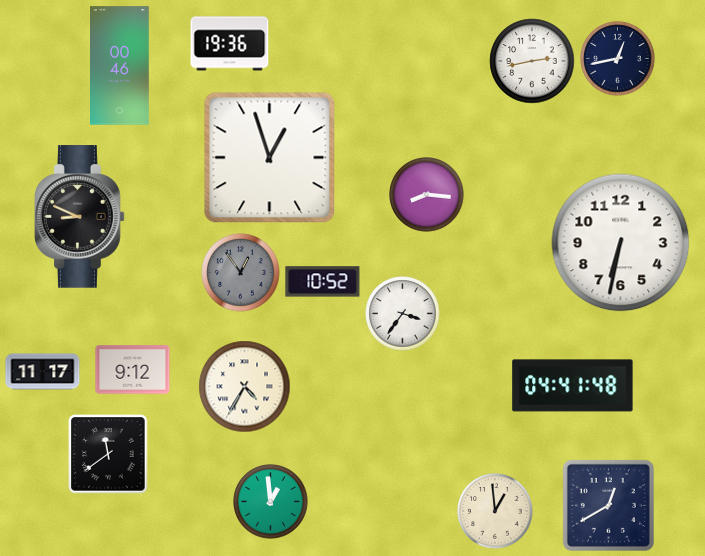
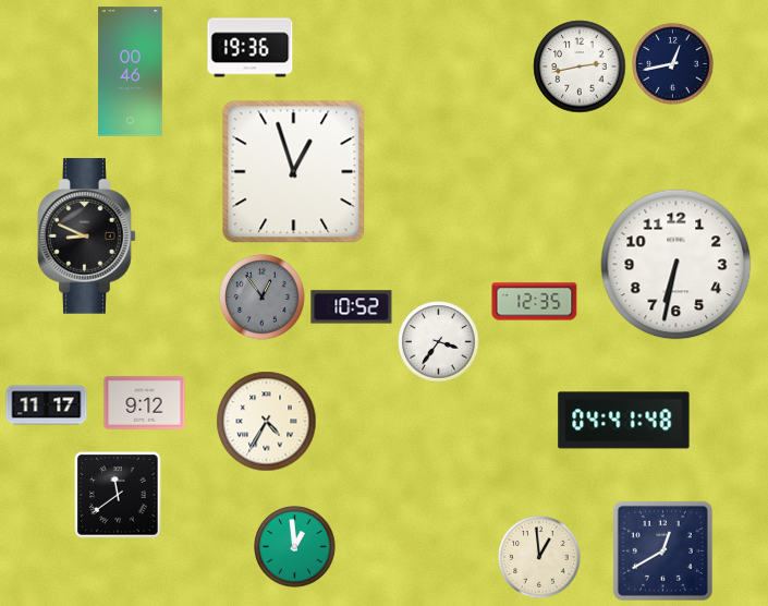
clock at (427, 195): 8:16 -> none
clock at (535, 302): none -> 12:35
